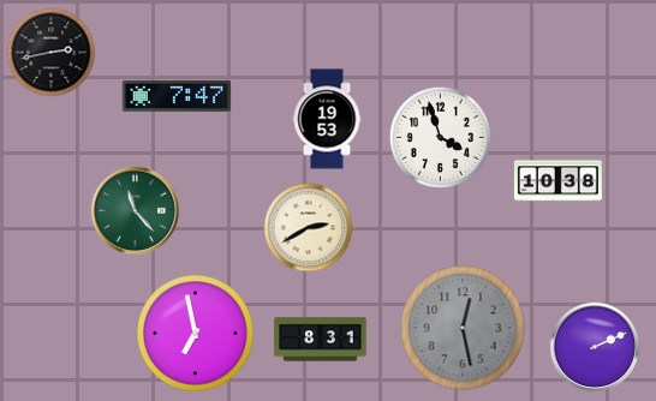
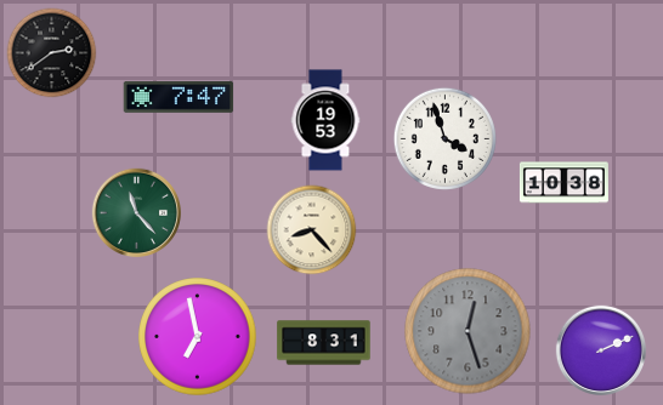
clock at (52, 53): 2:43 -> 2:39
clock at (327, 119) position: (327, 119) -> (325, 120)
clock at (309, 228): 2:40 -> 8:23
clock at (463, 328): 12:28 -> 12:27
